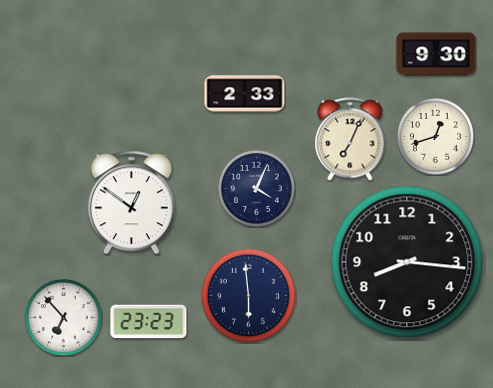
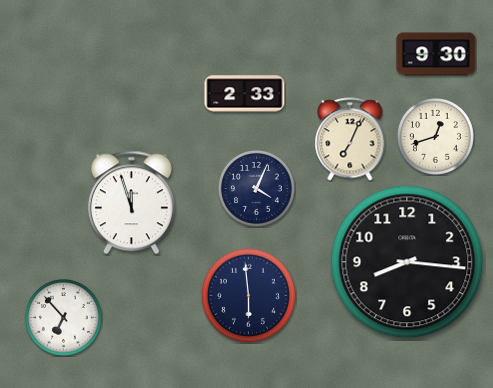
clock at (131, 203): 12:51 -> 11:57
clock at (149, 322): 23:23 -> none
